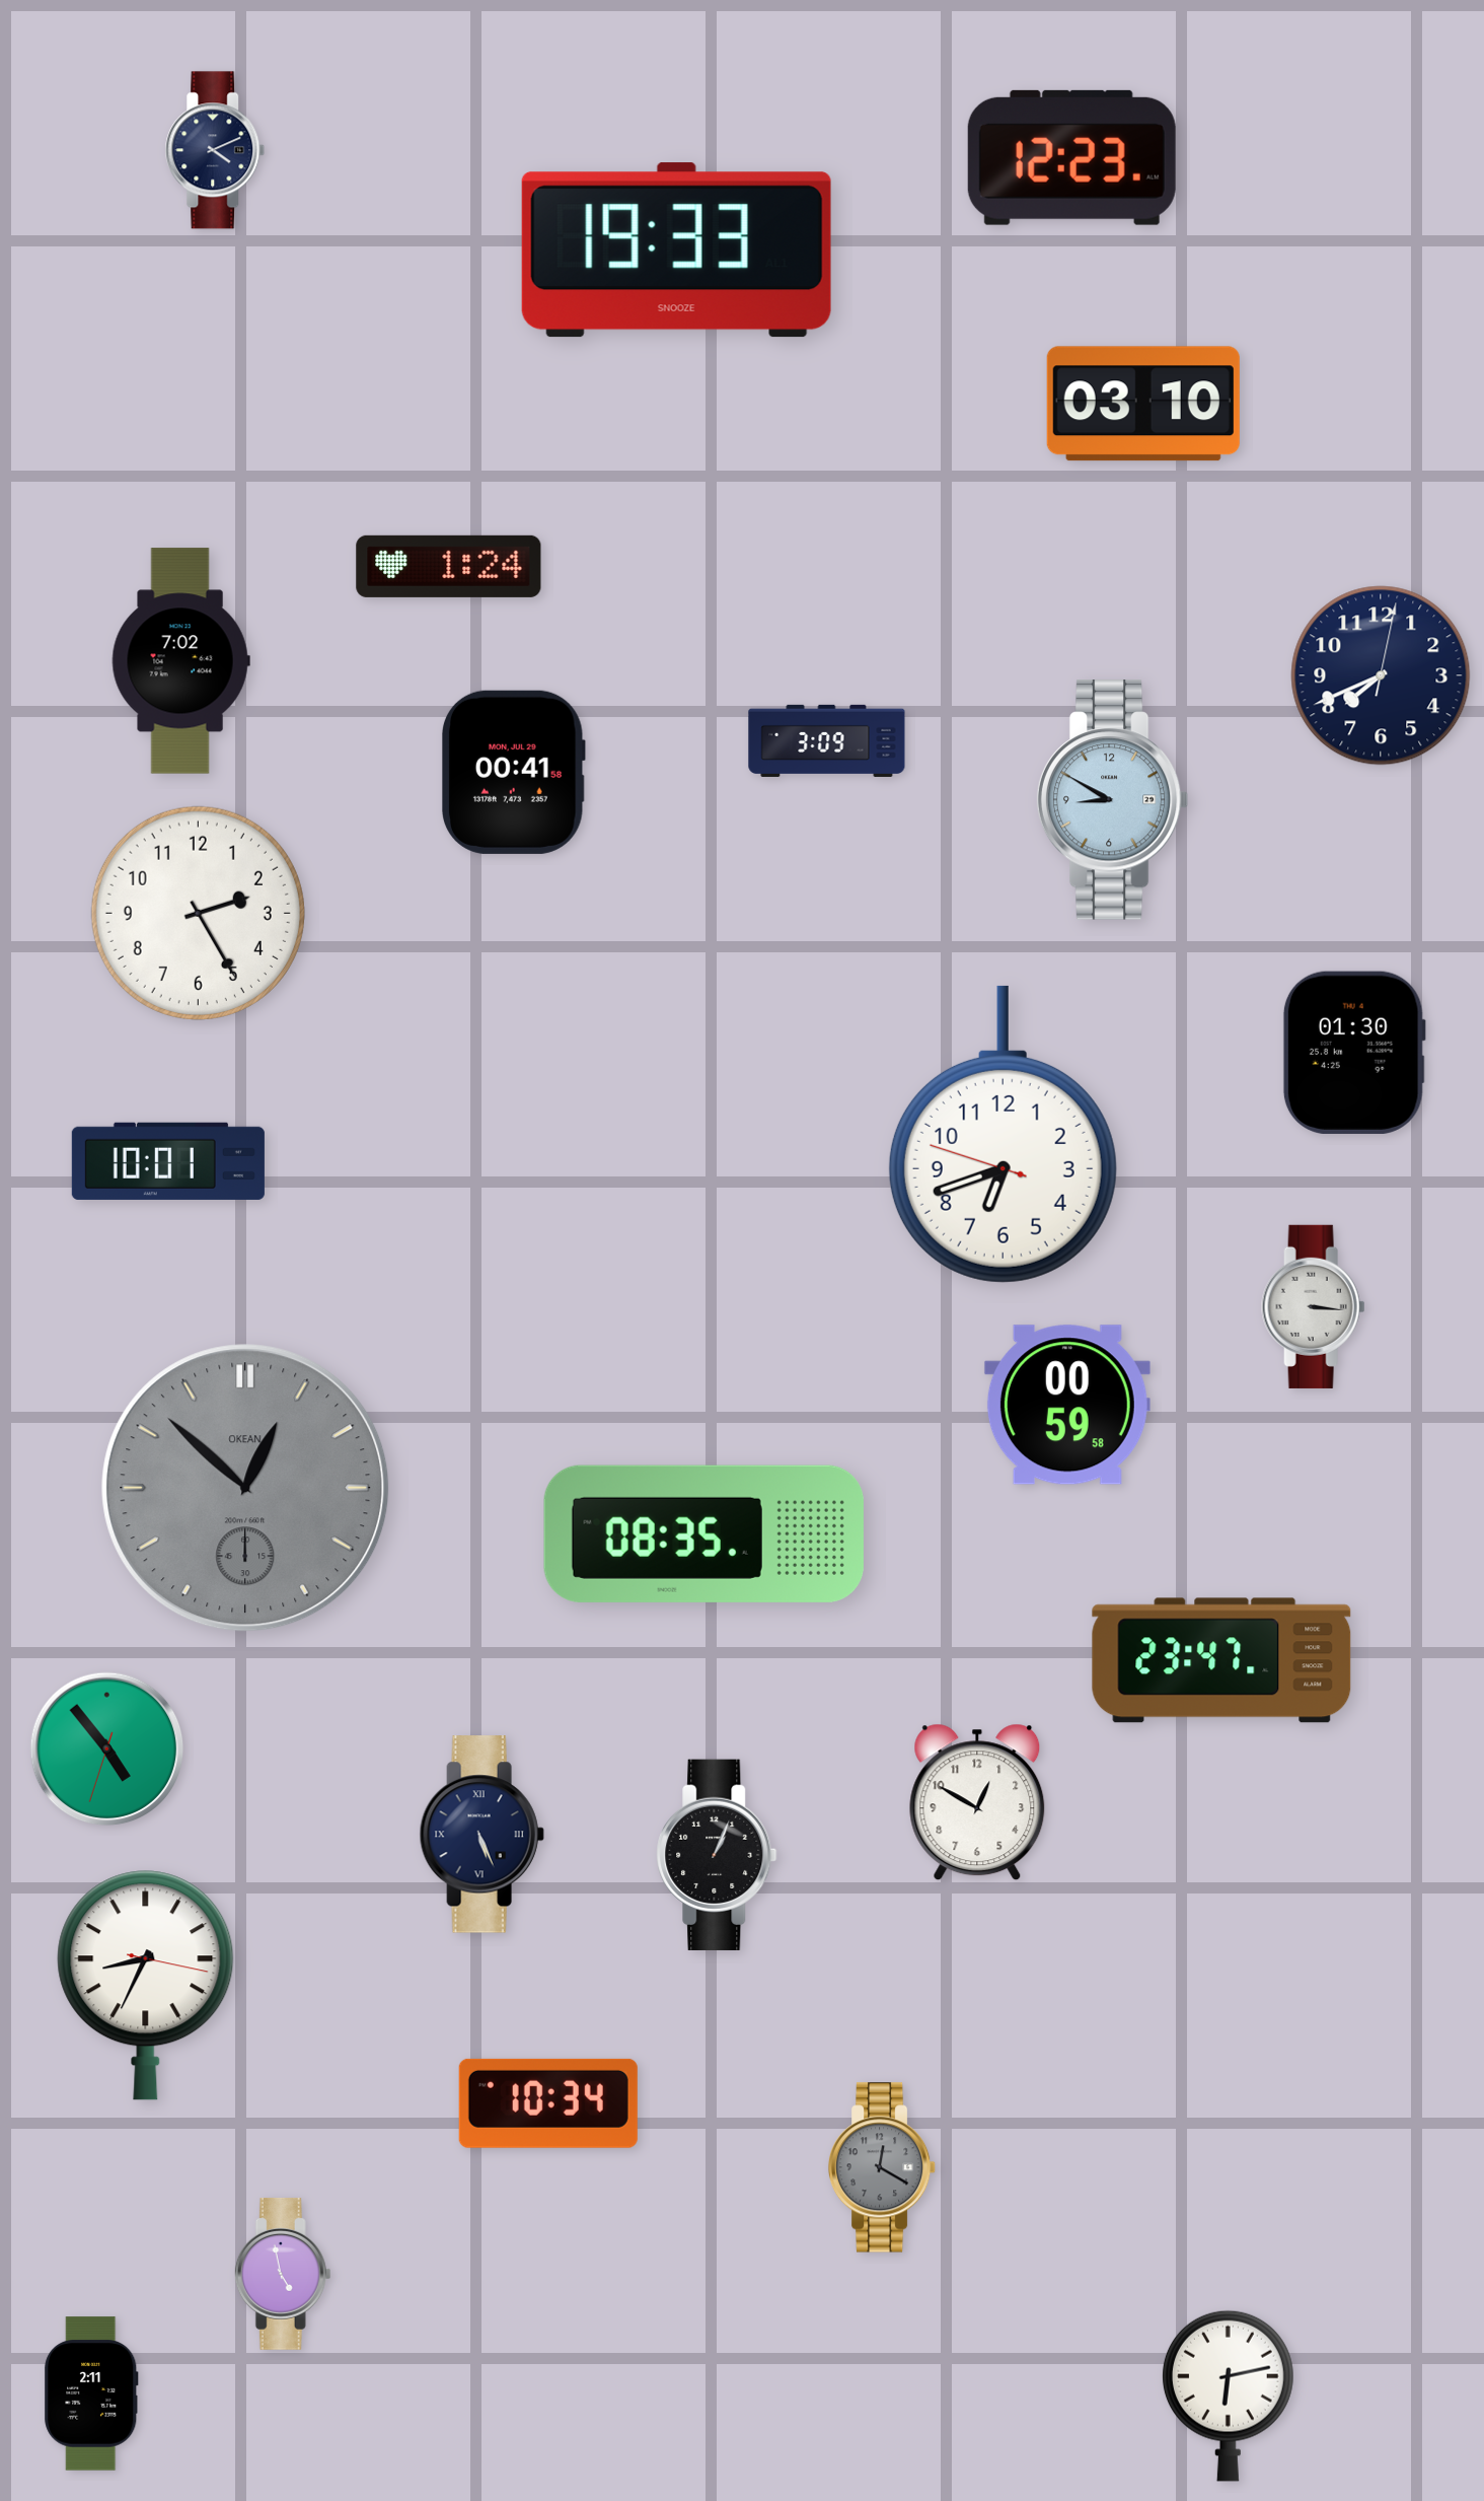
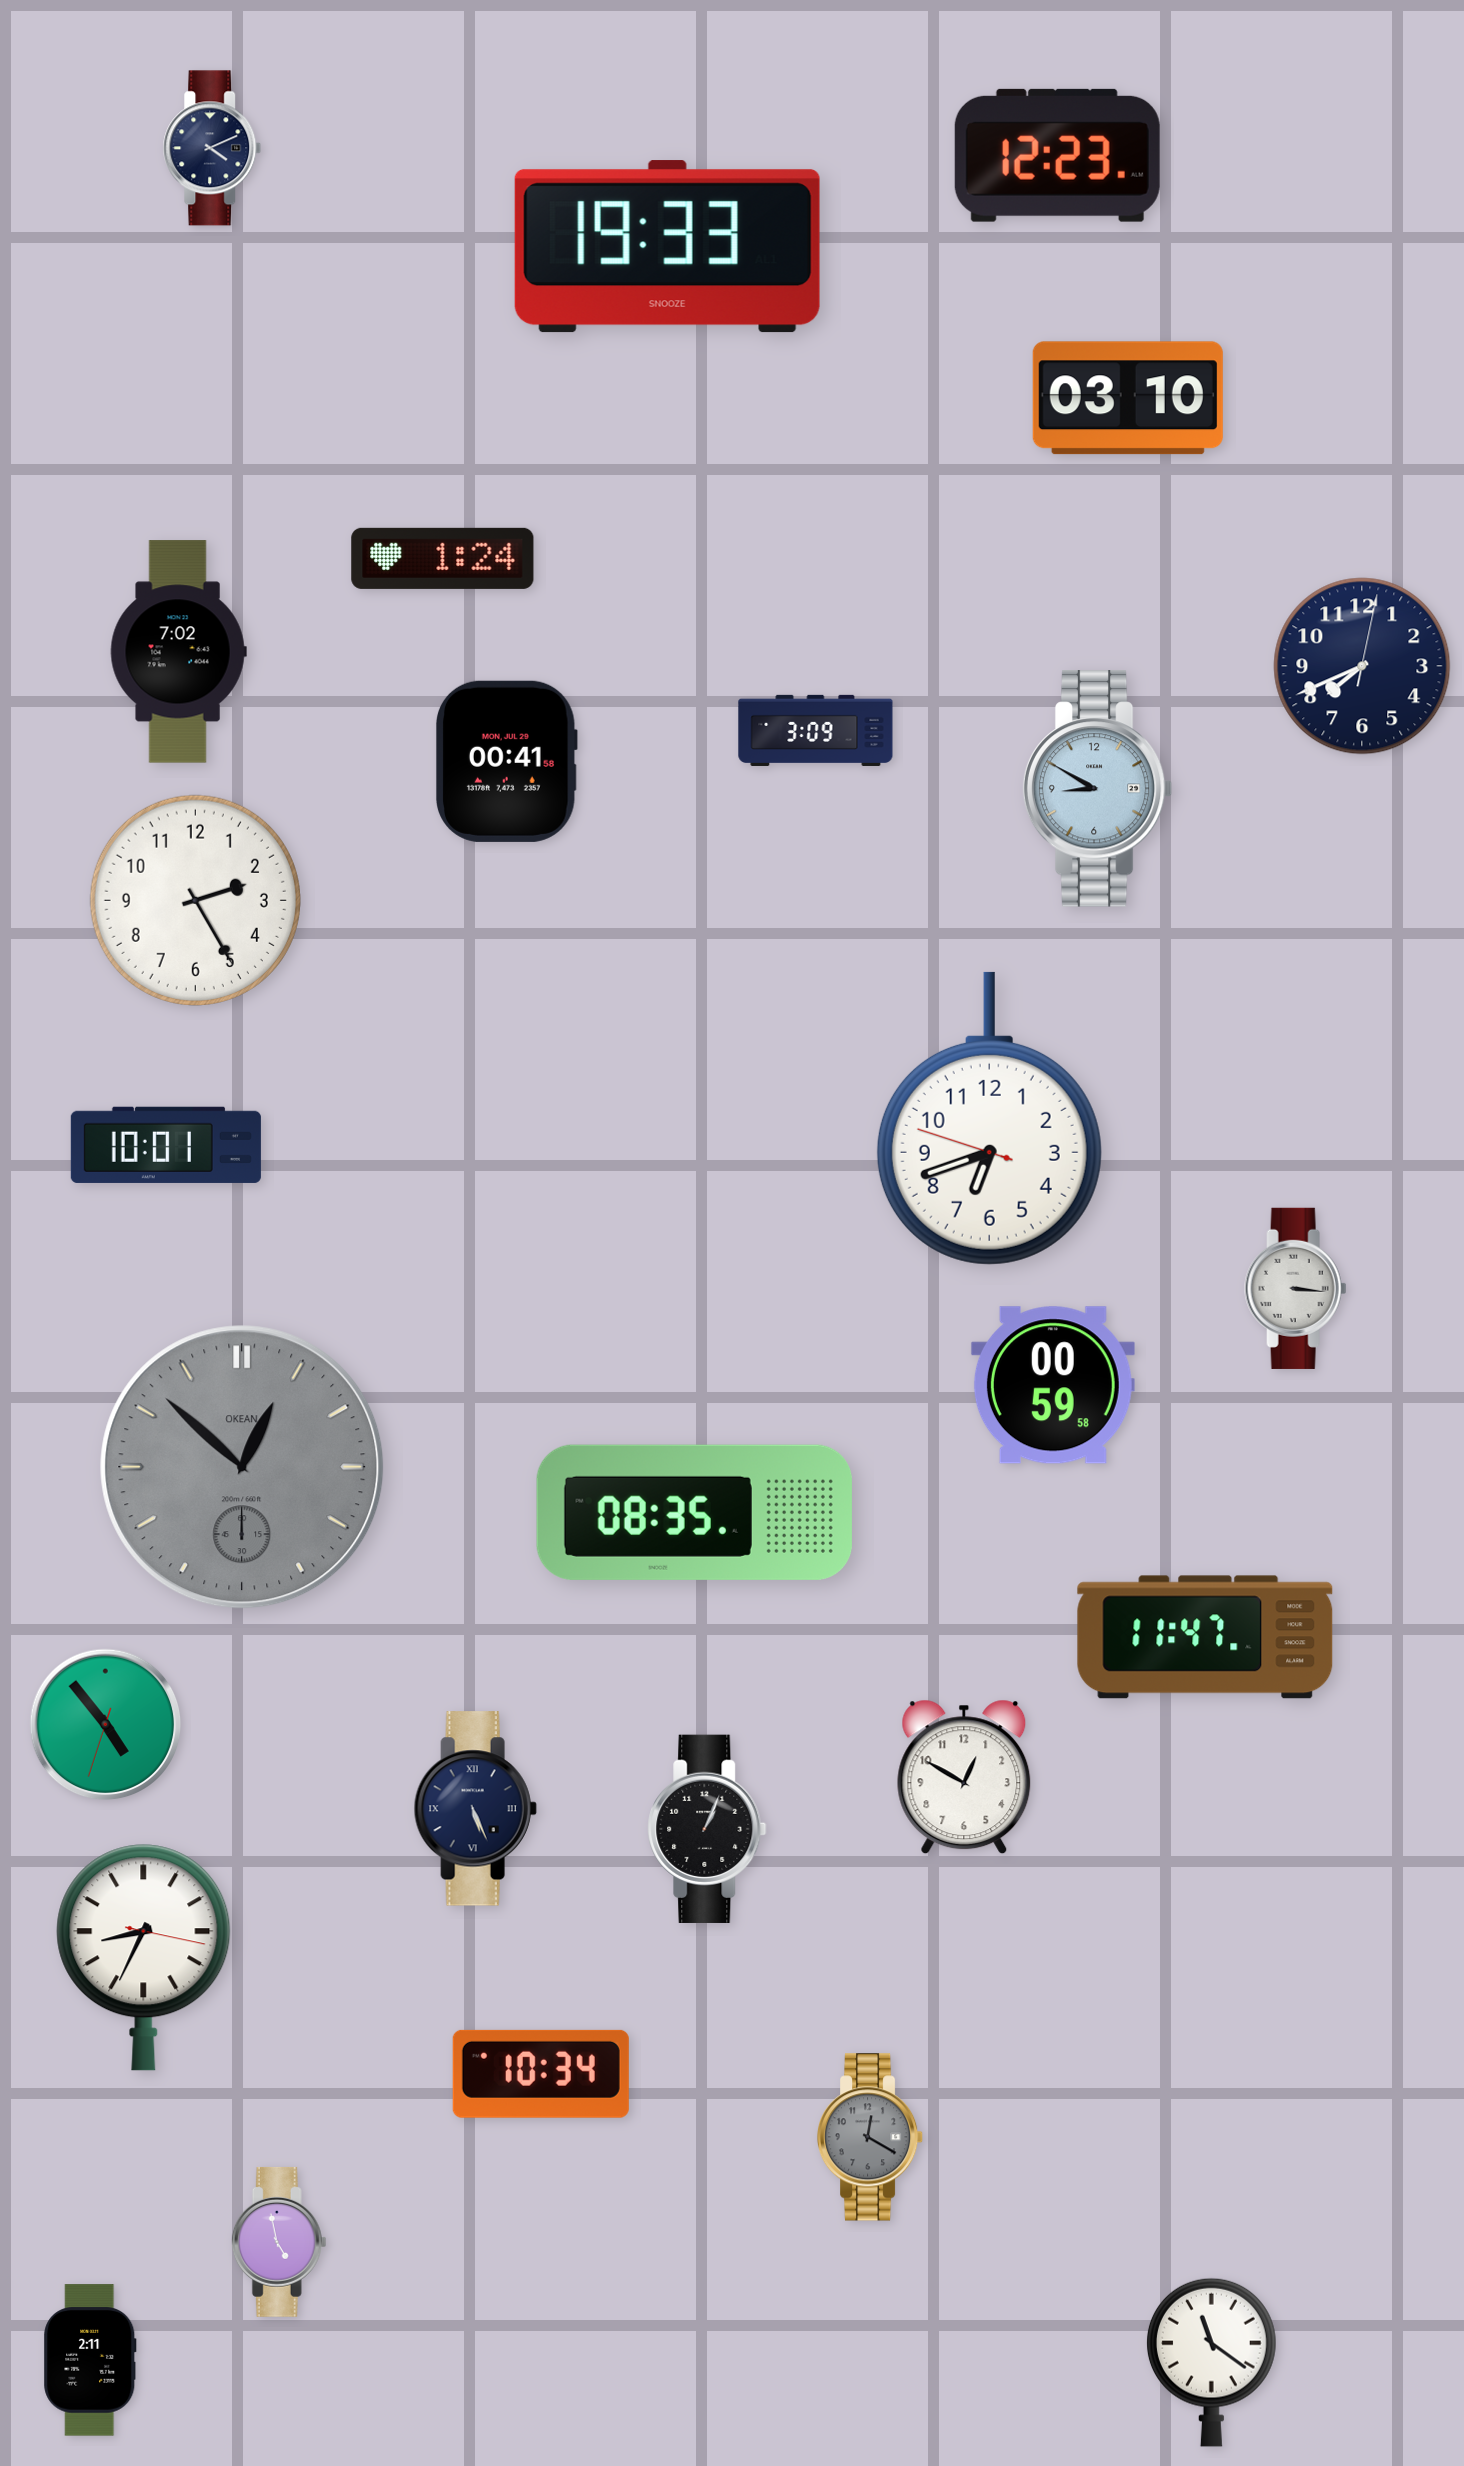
clock at (1354, 1053): 01:30 -> none
clock at (1221, 1660): 23:47 -> 11:47
clock at (1228, 2396): 6:13 -> 11:21
